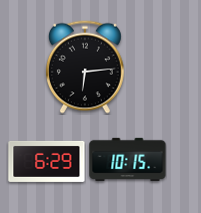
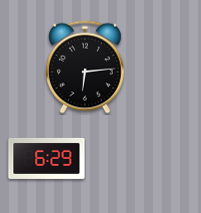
clock at (128, 159): 10:15 -> none
clock at (47, 161) position: (47, 161) -> (47, 158)
